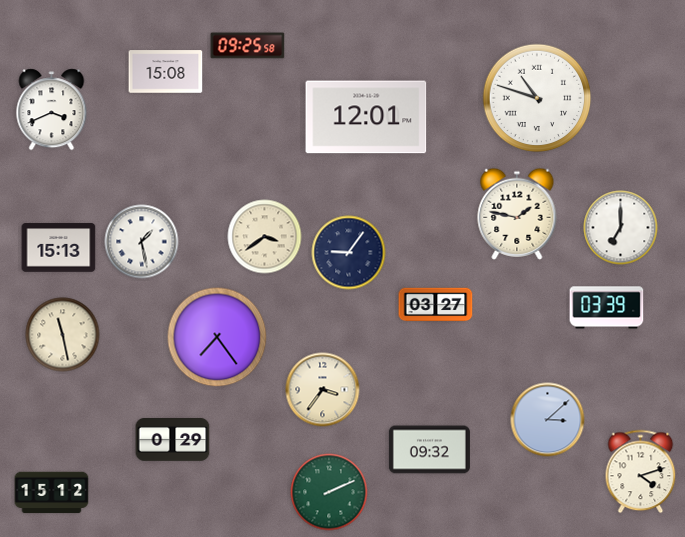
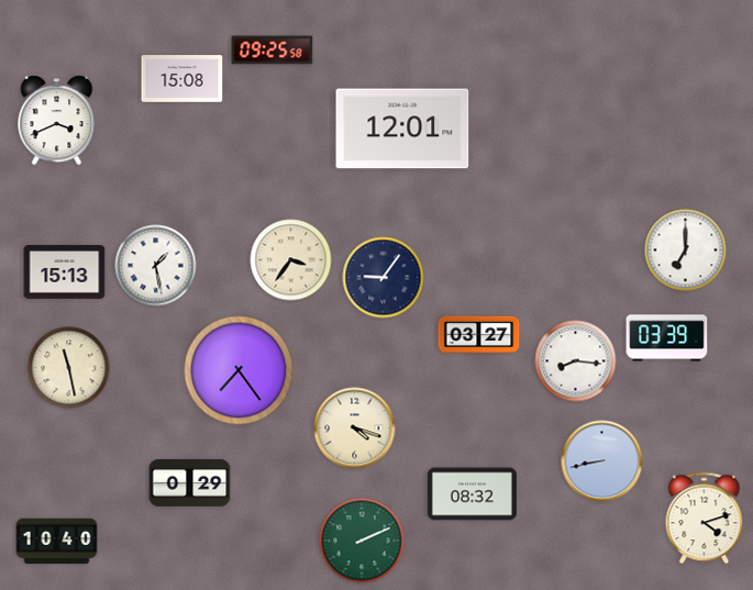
clock at (537, 98): 10:48 -> none
clock at (517, 214): 1:47 -> none
clock at (621, 228) position: (621, 228) -> (686, 251)
clock at (265, 237): 3:39 -> 3:36
clock at (576, 361): none -> 8:16
clock at (323, 390): 3:36 -> 4:18
clock at (548, 420): 3:08 -> 8:43
clock at (429, 450): 09:32 -> 08:32
clock at (52, 493): 15:12 -> 10:40
